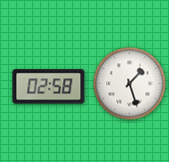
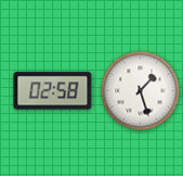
clock at (49, 87) position: (49, 87) -> (53, 91)
